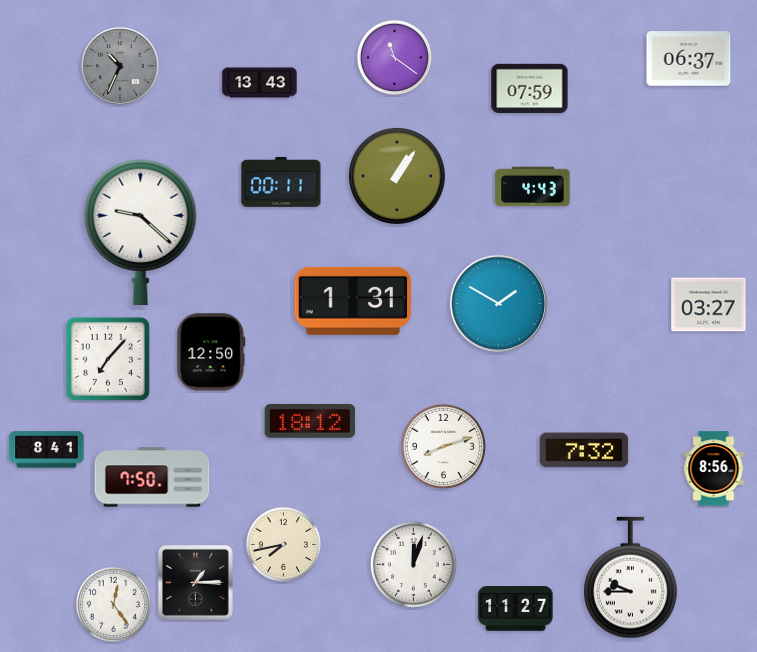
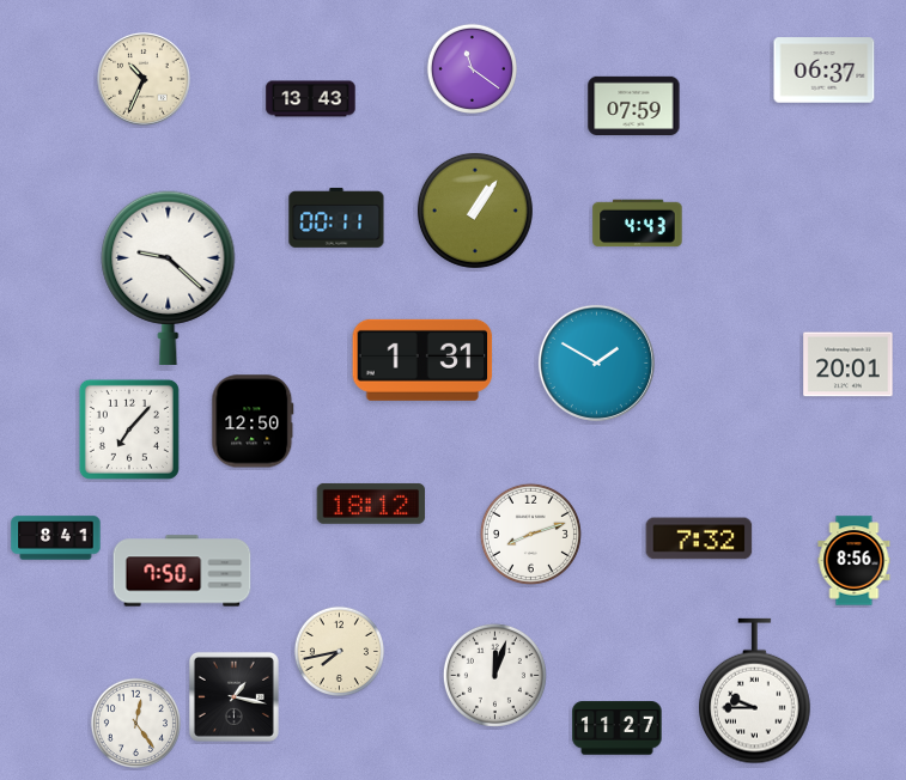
clock at (121, 67) dial: grey -> cream
clock at (709, 305): 03:27 -> 20:01
clock at (195, 582): 1:15 -> 1:17
